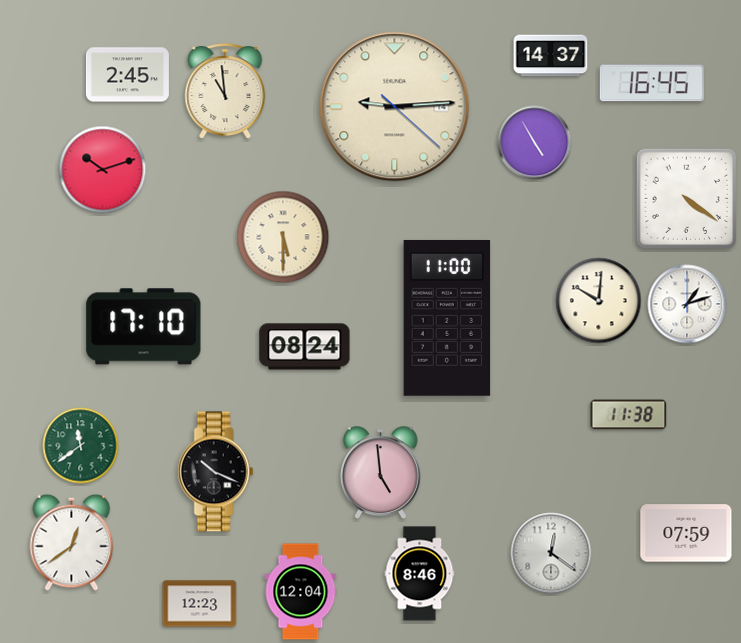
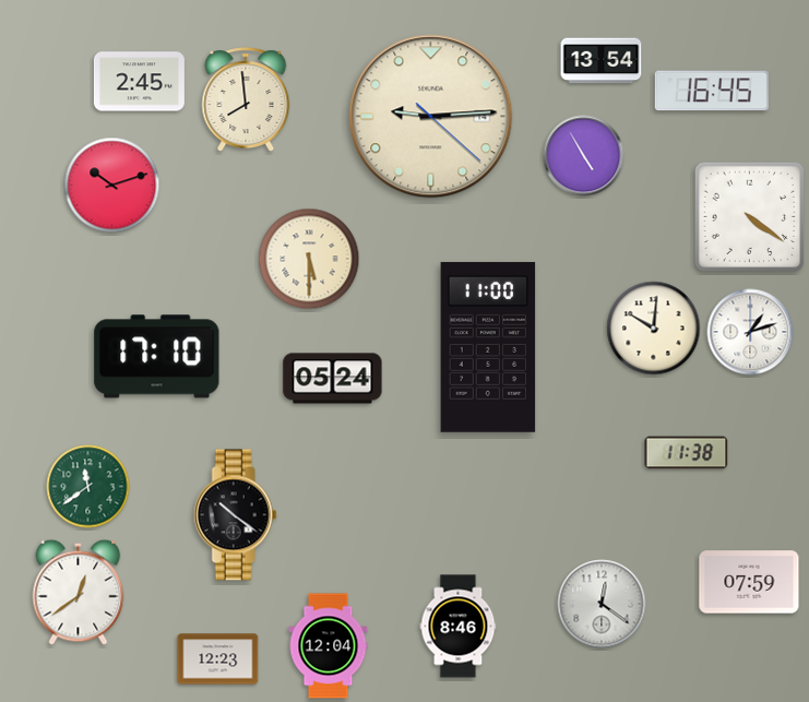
clock at (551, 56): 14:37 -> 13:54
clock at (225, 91): 10:59 -> 7:59
clock at (305, 347): 08:24 -> 05:24
clock at (215, 472): 10:19 -> 10:21
clock at (381, 473): 4:59 -> none
